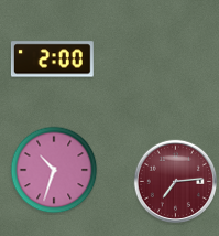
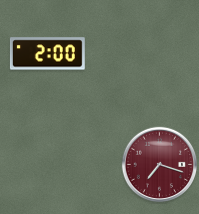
clock at (54, 170): 10:33 -> none
clock at (176, 182): 7:14 -> 7:18
